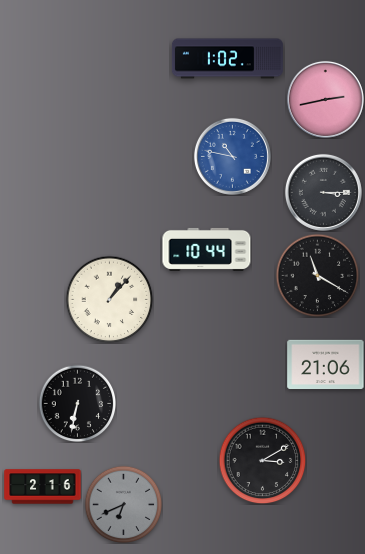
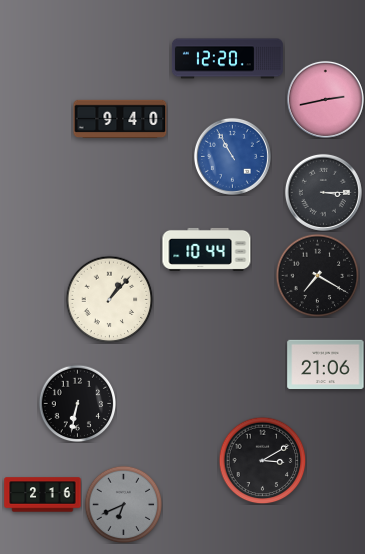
clock at (227, 59): 1:02 -> 12:20
clock at (120, 118): none -> 9:40
clock at (232, 156): 10:47 -> 10:55
clock at (317, 275): 11:20 -> 7:20
clock at (43, 487) position: (43, 487) -> (43, 495)
